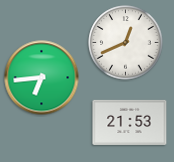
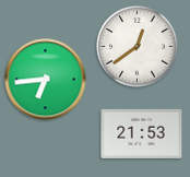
clock at (126, 43): 12:41 -> 12:39
clock at (42, 78) position: (42, 78) -> (46, 80)
